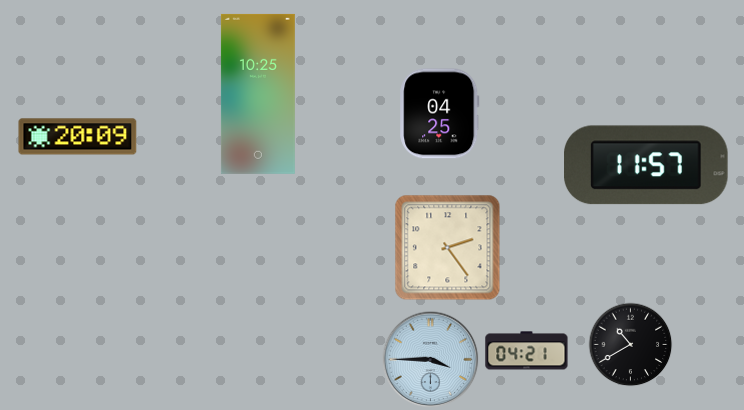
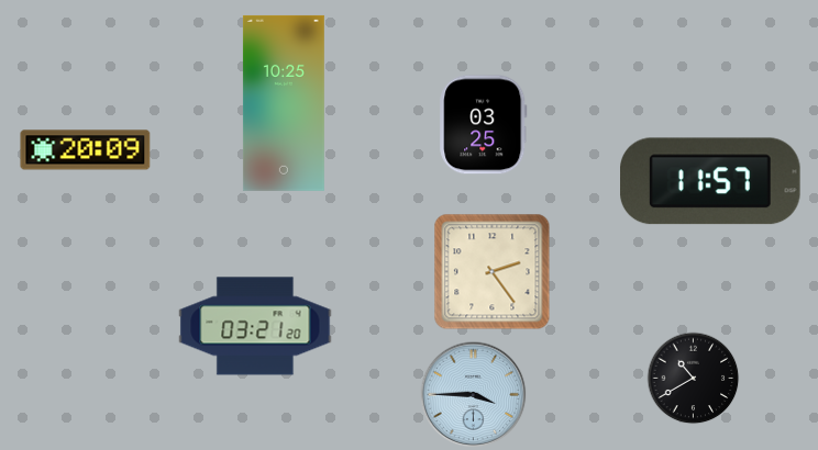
clock at (440, 114): 04:25 -> 03:25
clock at (255, 326): none -> 03:21
clock at (527, 351): 04:21 -> none
